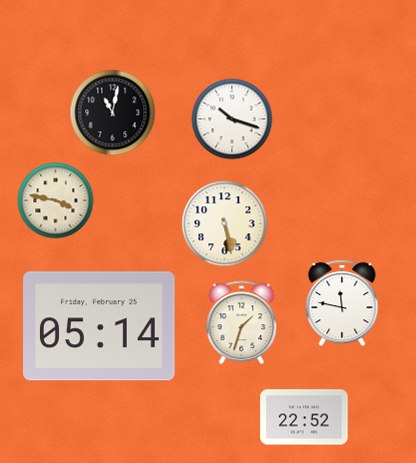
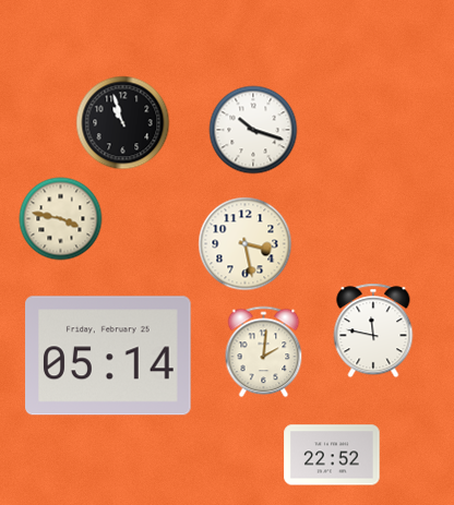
clock at (113, 113): 11:02 -> 10:57
clock at (225, 224): 5:28 -> 3:28
clock at (242, 323): 1:33 -> 2:01
